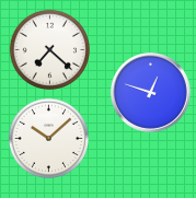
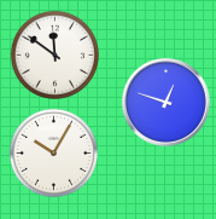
clock at (49, 49): 7:22 -> 11:51
clock at (48, 138): 10:08 -> 10:05
